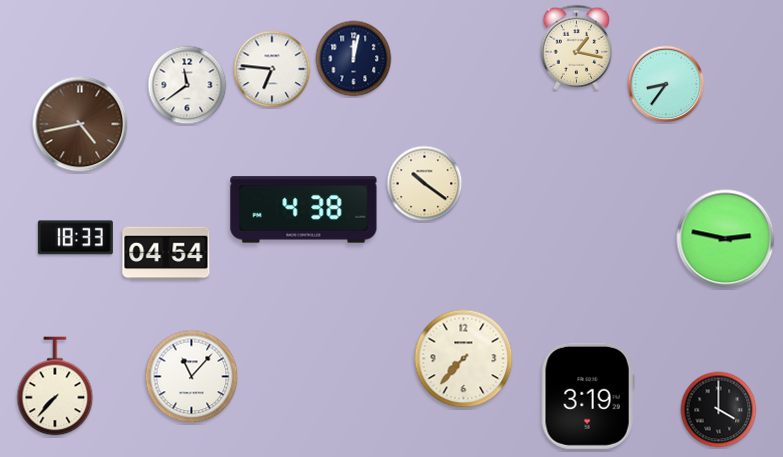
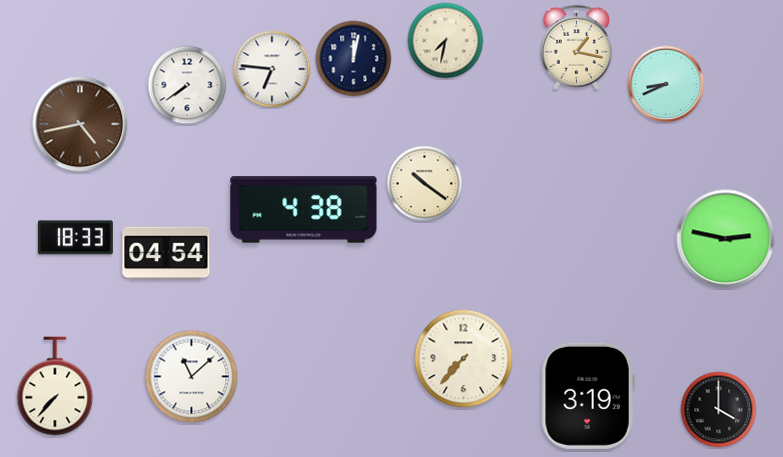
clock at (446, 41): none -> 7:32
clock at (666, 84): 8:36 -> 8:41
clock at (187, 85): 11:39 -> 7:39
clock at (192, 377): 11:07 -> 11:08
